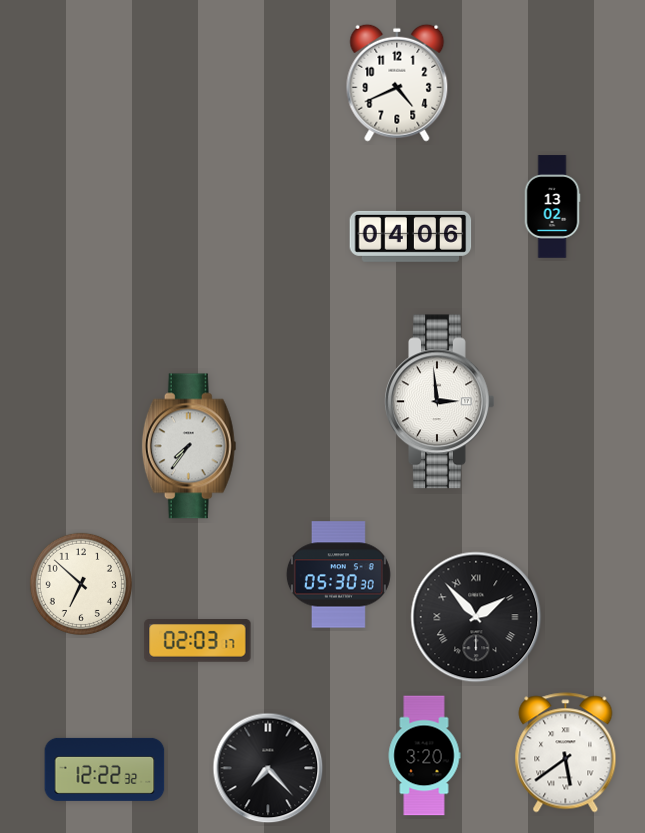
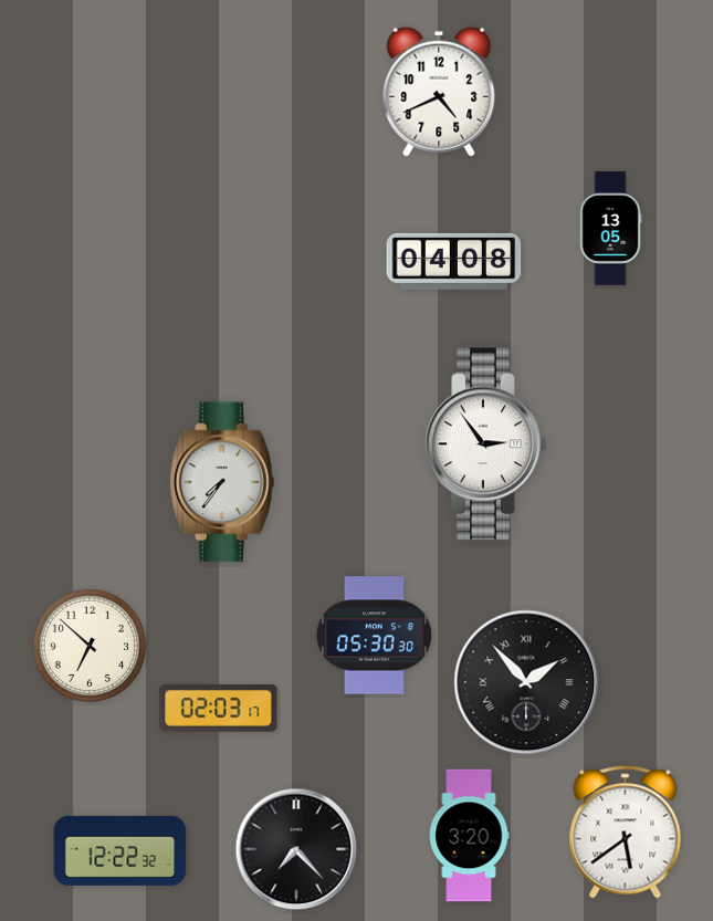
clock at (552, 207): 13:02 -> 13:05
clock at (411, 236): 04:06 -> 04:08
clock at (440, 402): 2:59 -> 2:54
clock at (189, 446) position: (189, 446) -> (222, 482)
clock at (105, 769) position: (105, 769) -> (120, 850)
